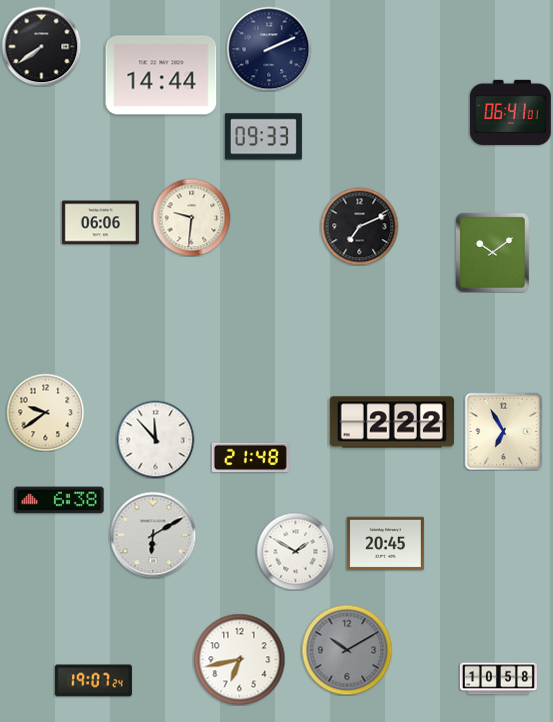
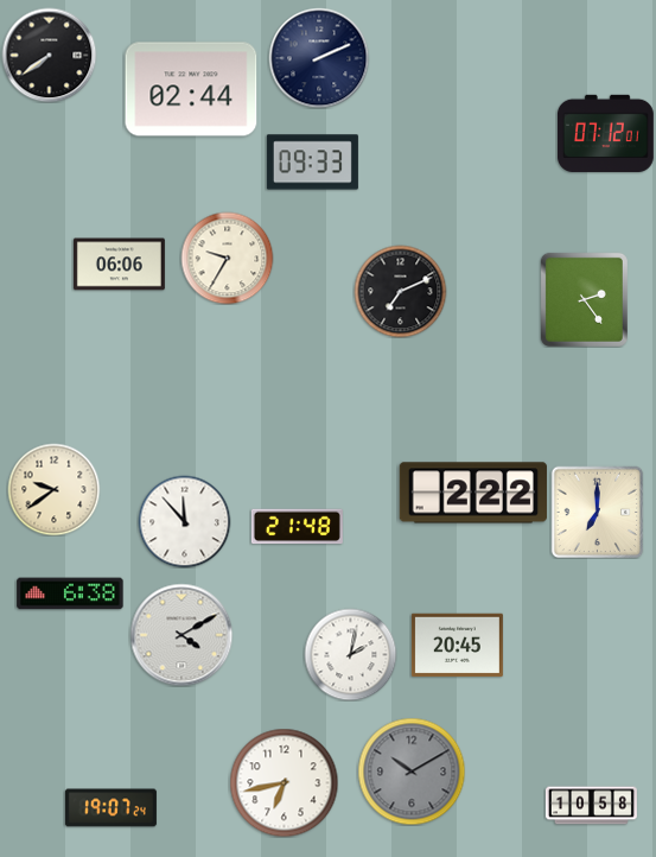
clock at (161, 75): 14:44 -> 02:44
clock at (510, 112): 06:41 -> 07:12
clock at (191, 217): 9:31 -> 9:35
clock at (359, 226) position: (359, 226) -> (400, 291)
clock at (492, 252): 10:09 -> 2:24
clock at (392, 422) position: (392, 422) -> (473, 493)
clock at (503, 431): 6:55 -> 7:00
clock at (250, 458) position: (250, 458) -> (297, 527)
clock at (153, 535): 6:10 -> 4:10
clock at (295, 551): 1:50 -> 2:02
